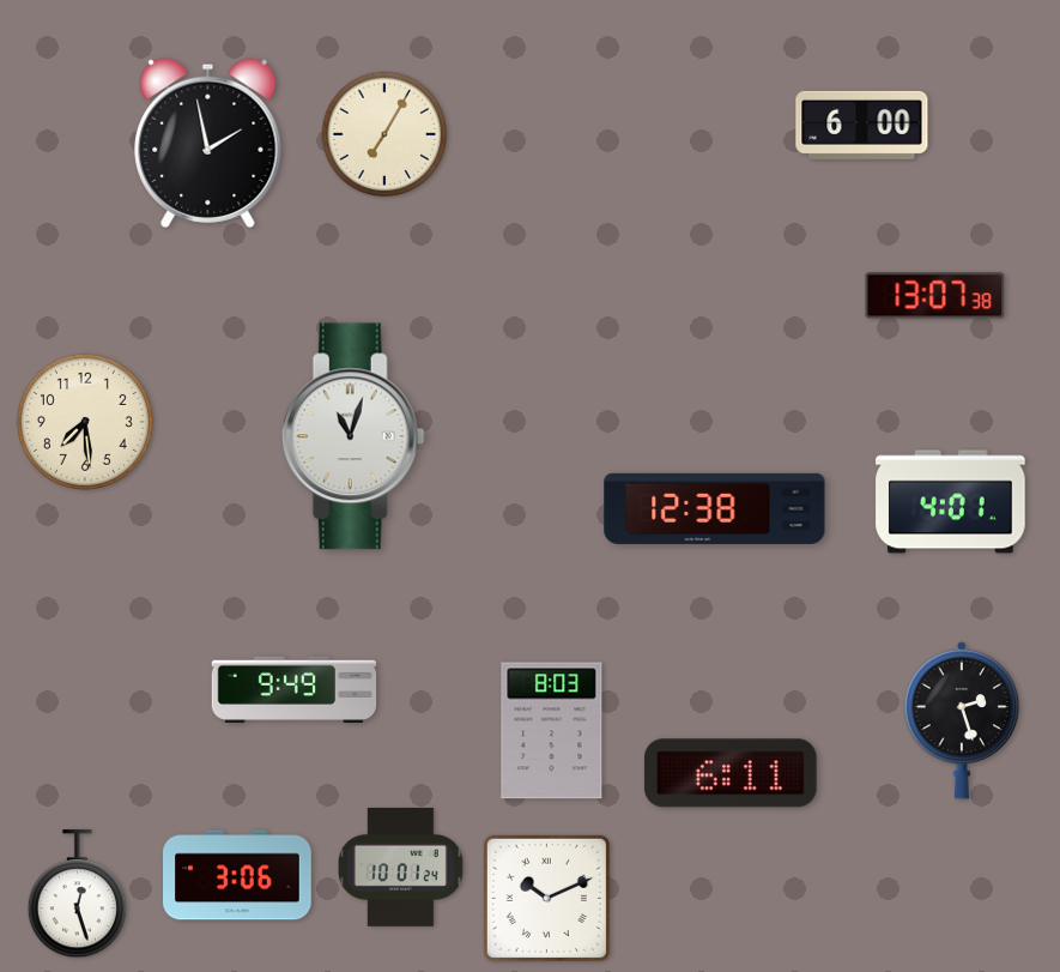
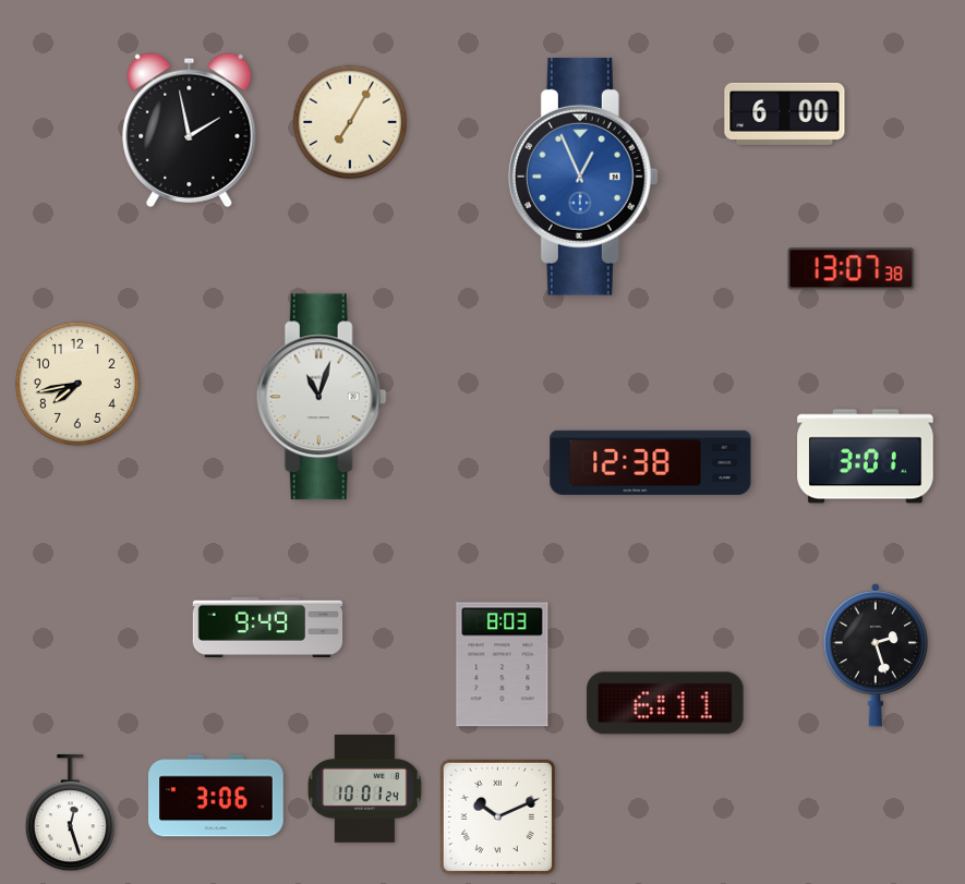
clock at (583, 177): none -> 12:56
clock at (85, 422): 7:29 -> 7:43
clock at (951, 502): 4:01 -> 3:01
